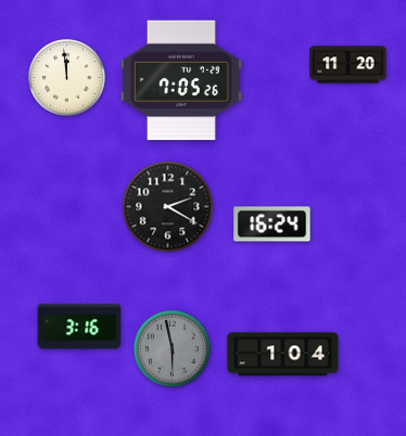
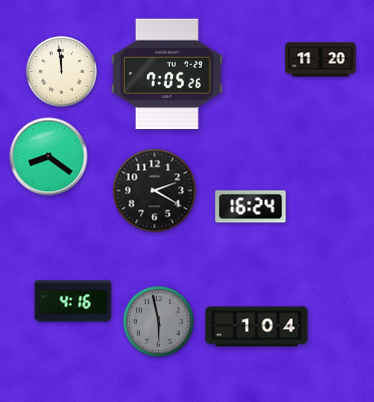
clock at (49, 157): none -> 8:21
clock at (79, 326): 3:16 -> 4:16
clock at (283, 355) position: (283, 355) -> (257, 327)
